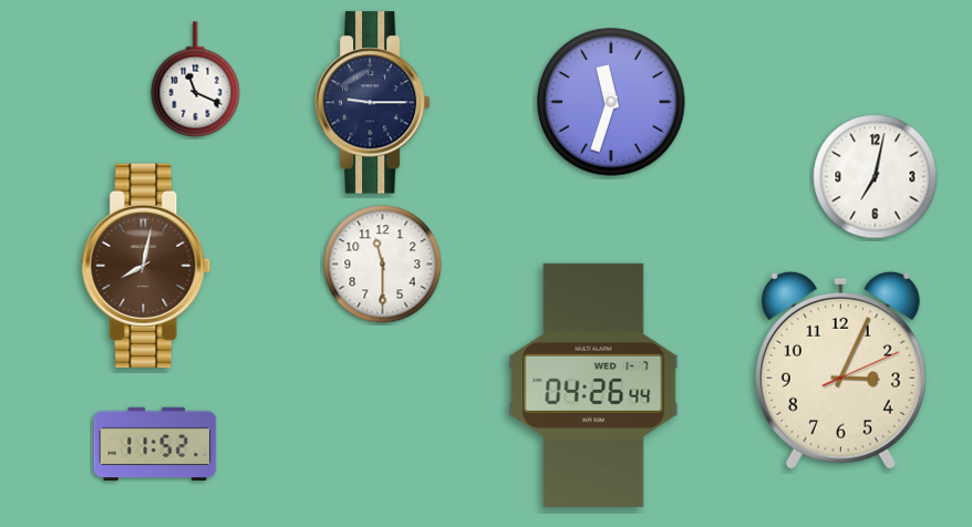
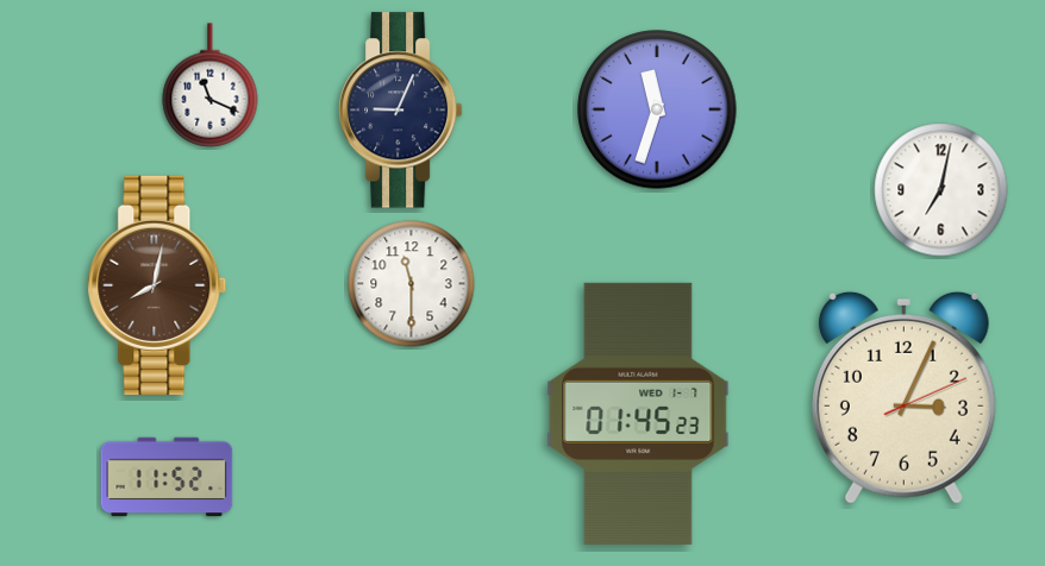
clock at (372, 103): 9:15 -> 9:04
clock at (593, 385): 04:26 -> 01:45
